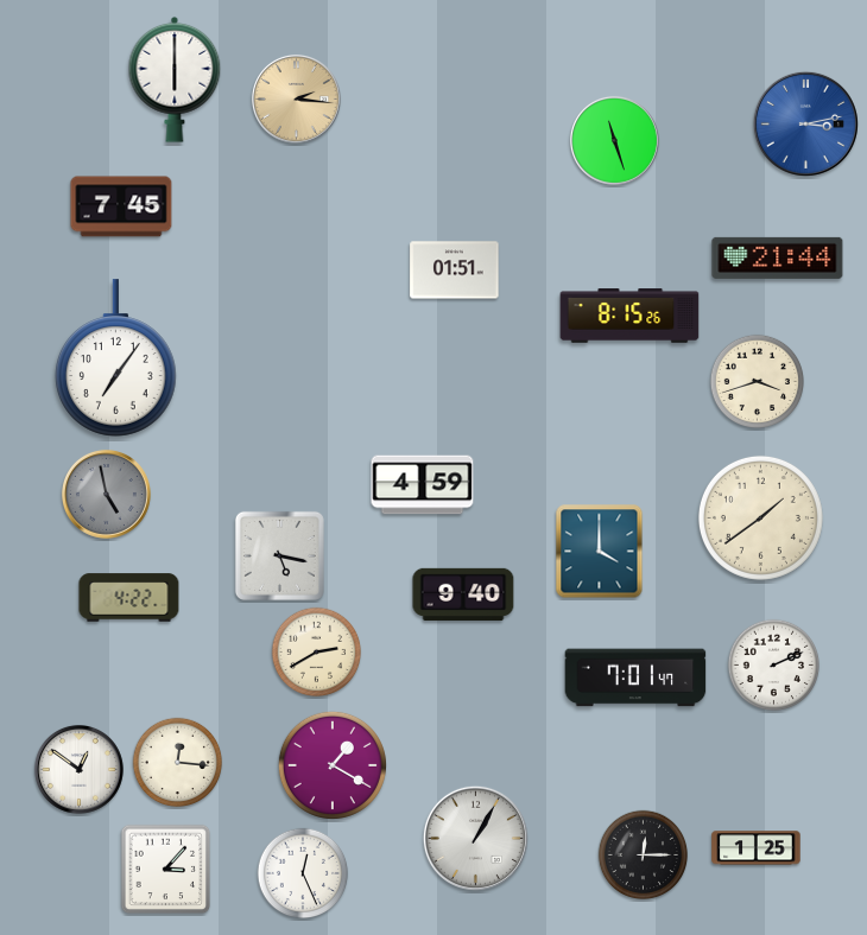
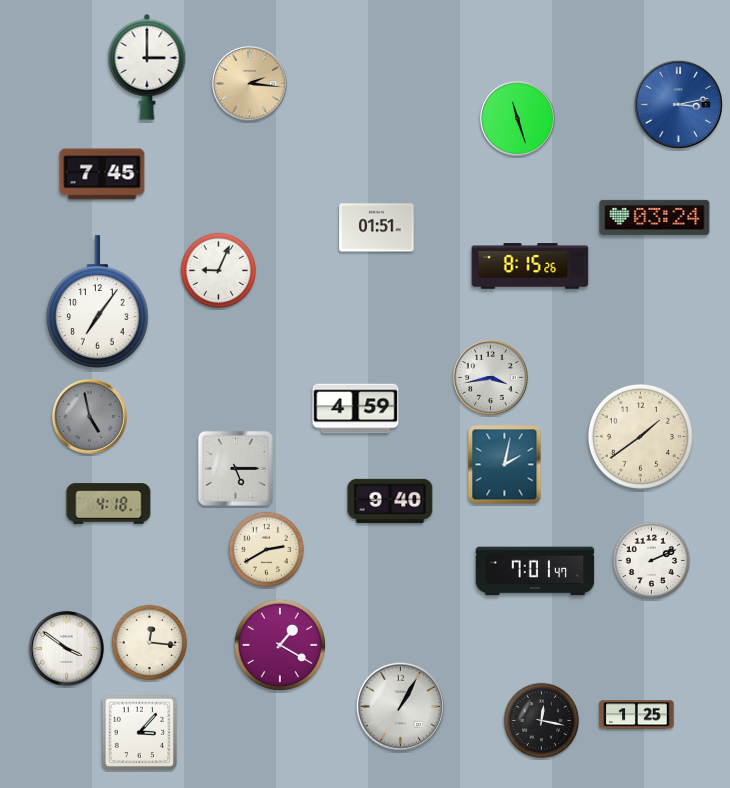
clock at (175, 79): 6:00 -> 3:00
clock at (778, 257): 21:44 -> 03:24
clock at (455, 271) position: (455, 271) -> (377, 228)
clock at (219, 271): none -> 9:04
clock at (757, 381): 3:42 -> none
clock at (490, 377): none -> 3:43
clock at (600, 552): 4:00 -> 2:02
clock at (279, 555): 5:17 -> 5:15
clock at (129, 598): 4:22 -> 4:18
clock at (78, 769): 12:51 -> 3:51
clock at (644, 856): 12:15 -> 12:17
clock at (303, 873): 12:26 -> none
